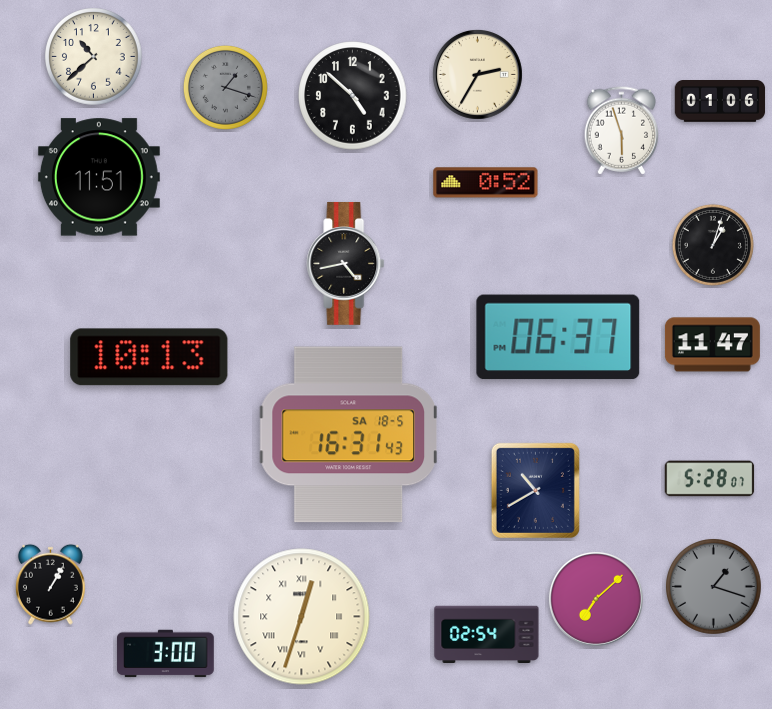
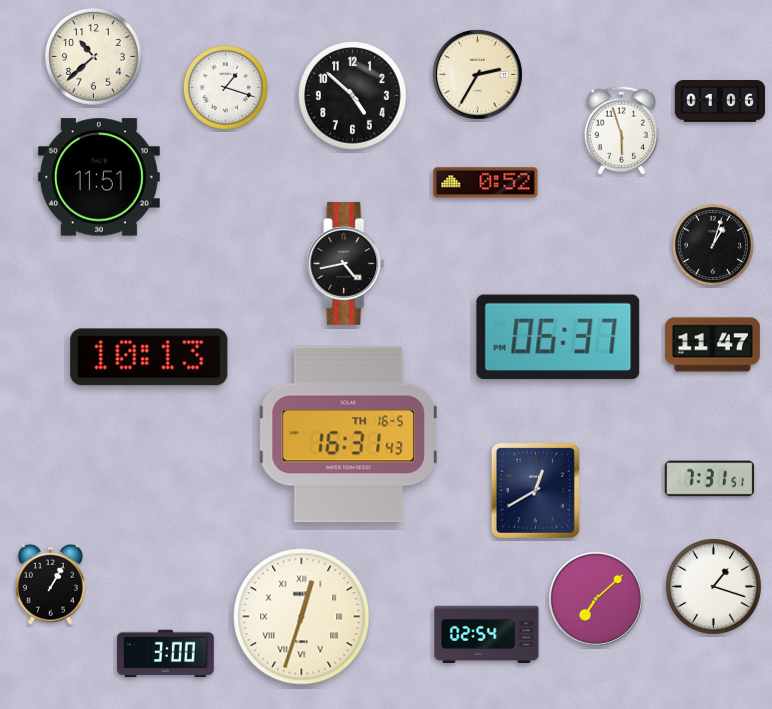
clock at (225, 87) dial: grey -> white
clock at (348, 435) date: SA 18-5 -> TH 16-5
clock at (710, 479): 5:28 -> 7:31
clock at (535, 490): 10:40 -> 12:40
clock at (714, 587) dial: grey -> white
